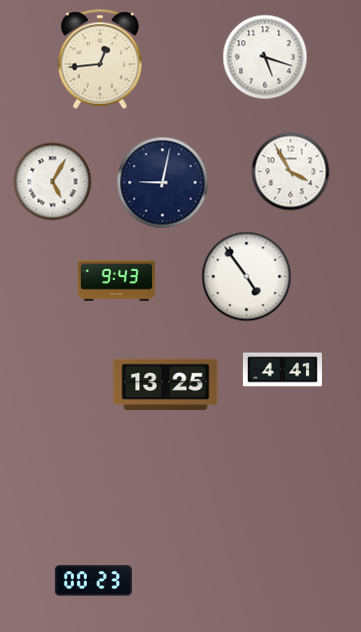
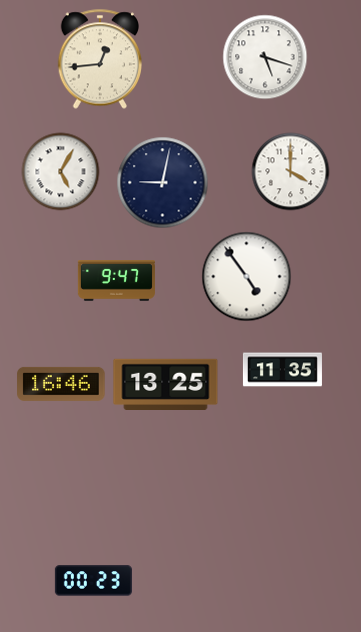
clock at (290, 171): 3:55 -> 4:00
clock at (52, 181) position: (52, 181) -> (60, 171)
clock at (116, 281): 9:43 -> 9:47
clock at (282, 370): 4:41 -> 11:35
clock at (61, 384): none -> 16:46
